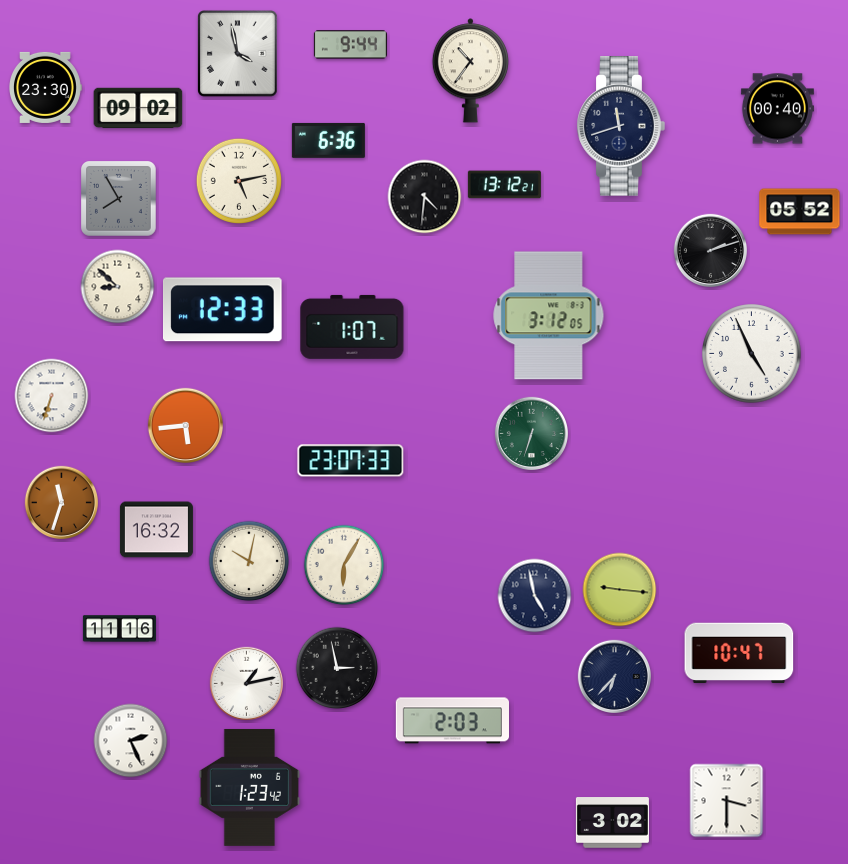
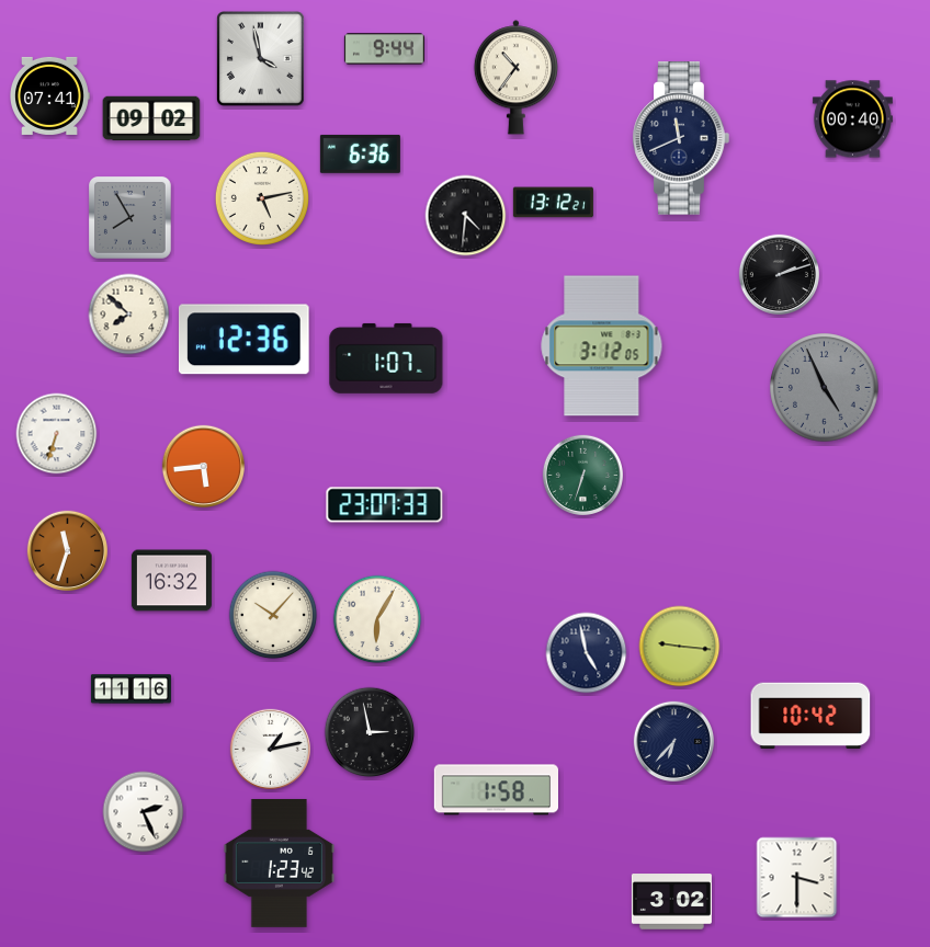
clock at (46, 87): 23:30 -> 07:41
clock at (621, 126): 11:42 -> 11:41
clock at (800, 212): 05:52 -> none
clock at (118, 287): 8:52 -> 7:52
clock at (223, 310): 12:33 -> 12:36
clock at (752, 354) dial: white -> grey
clock at (249, 561): 10:02 -> 10:07
clock at (739, 653): 10:47 -> 10:42
clock at (452, 721): 2:03 -> 1:58
clock at (250, 788) position: (250, 788) -> (280, 864)
